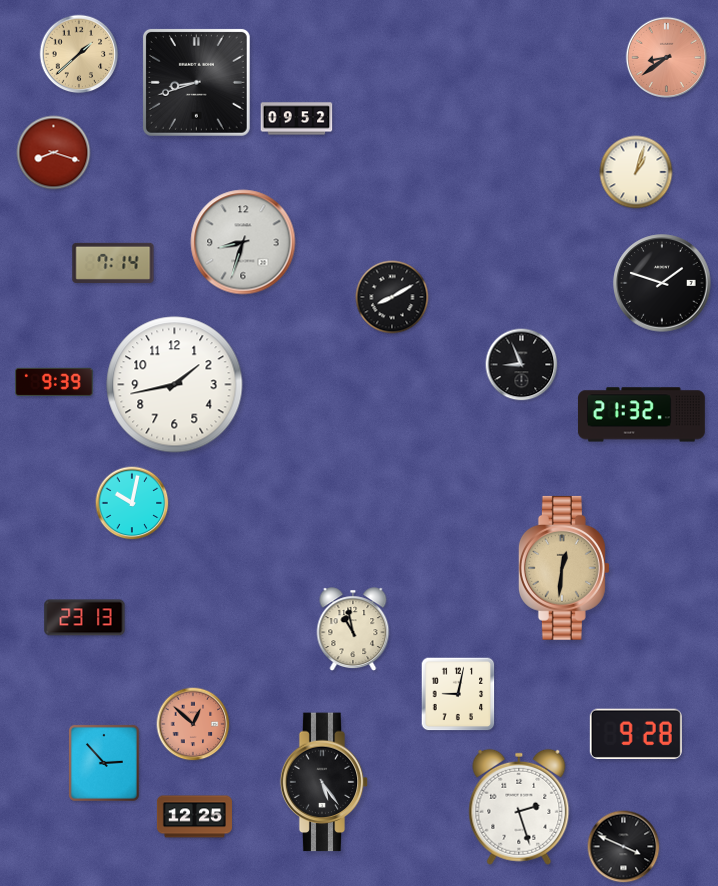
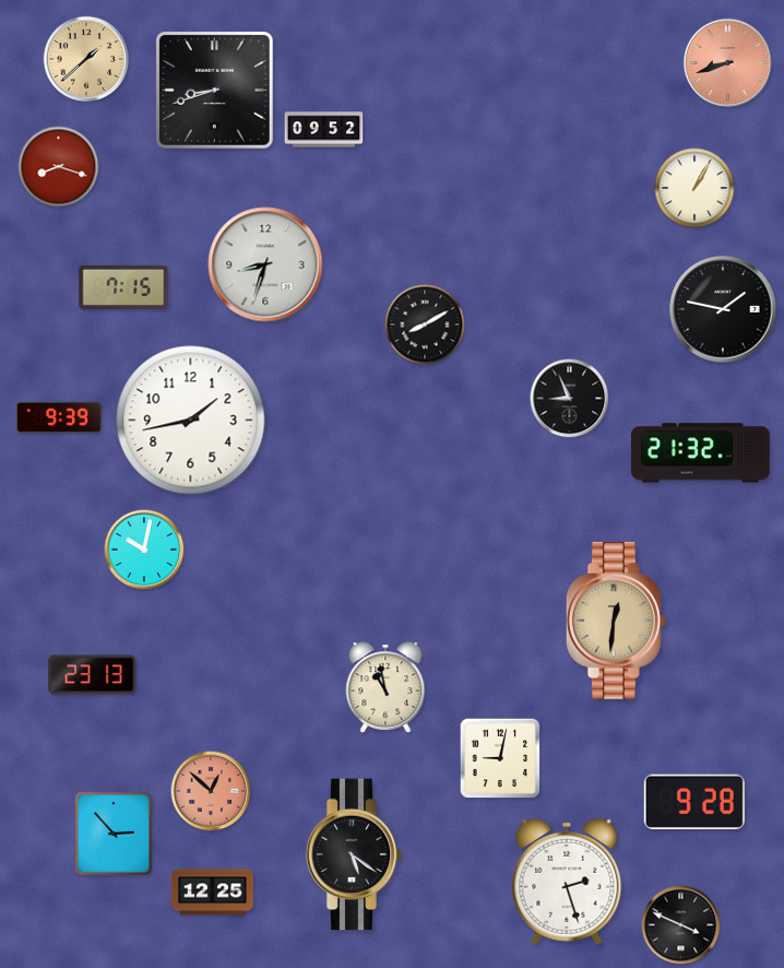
clock at (667, 58): 8:39 -> 8:42
clock at (636, 172): 1:03 -> 1:05
clock at (113, 263): 7:14 -> 7:15
clock at (662, 283): 1:48 -> 1:47
clock at (392, 297) position: (392, 297) -> (425, 324)
clock at (324, 782): 5:24 -> 5:21
